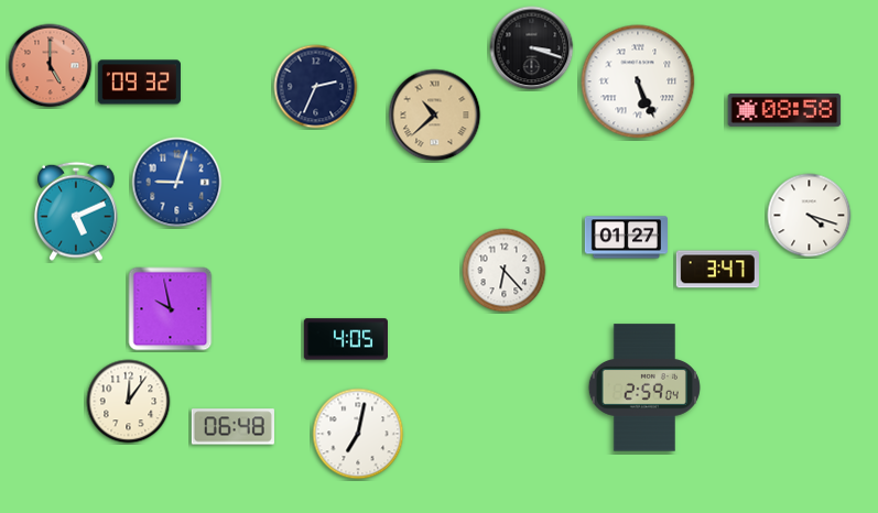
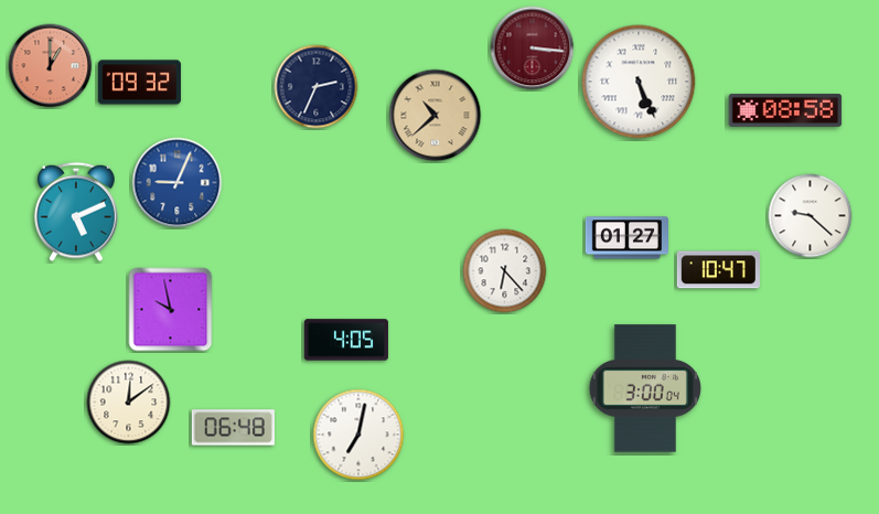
clock at (532, 48): 3:18 -> 3:16
clock at (532, 48) dial: black -> burgundy
clock at (51, 66): 5:00 -> 1:00
clock at (177, 183): 9:03 -> 9:04
clock at (810, 216): 4:18 -> 9:22
clock at (717, 270): 3:47 -> 10:47
clock at (644, 388): 2:59 -> 3:00
clock at (129, 402): 12:06 -> 12:09
